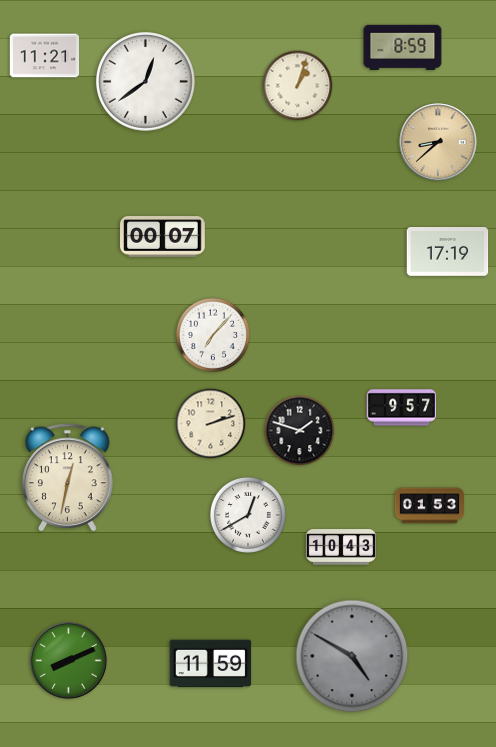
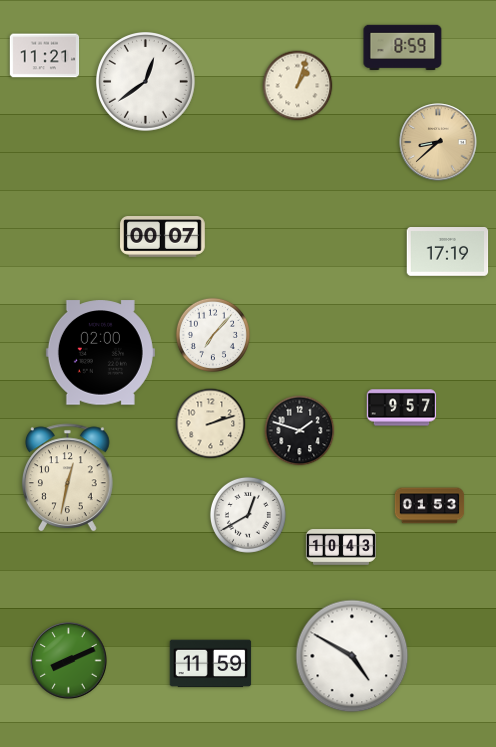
clock at (100, 353): none -> 02:00
clock at (352, 656) dial: grey -> white
